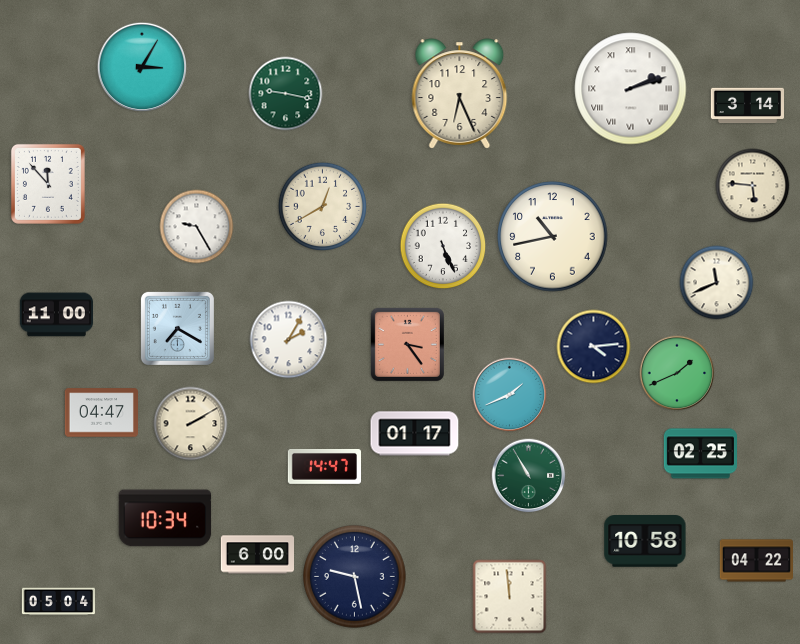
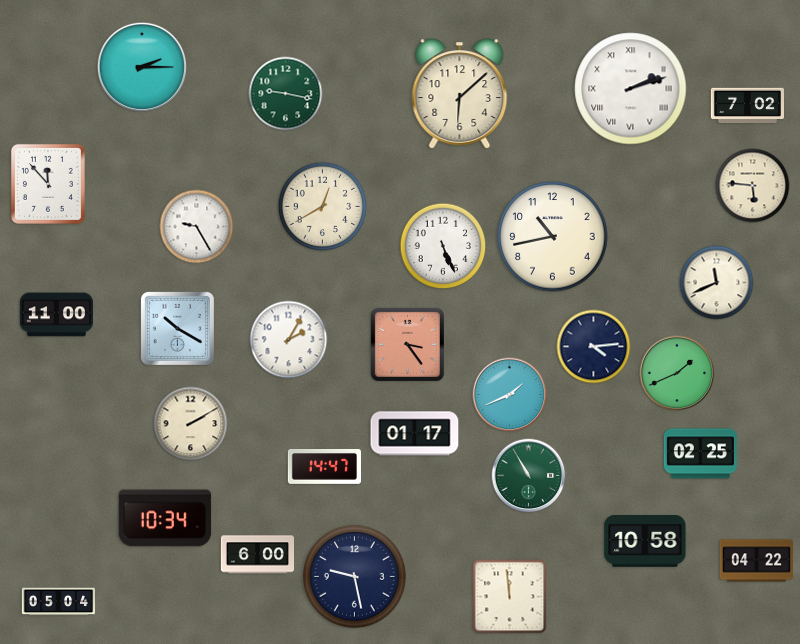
clock at (141, 66): 3:05 -> 2:15
clock at (460, 94): 6:26 -> 6:08
clock at (747, 106): 3:14 -> 7:02
clock at (177, 328): 7:20 -> 10:20
clock at (101, 413): 04:47 -> none
